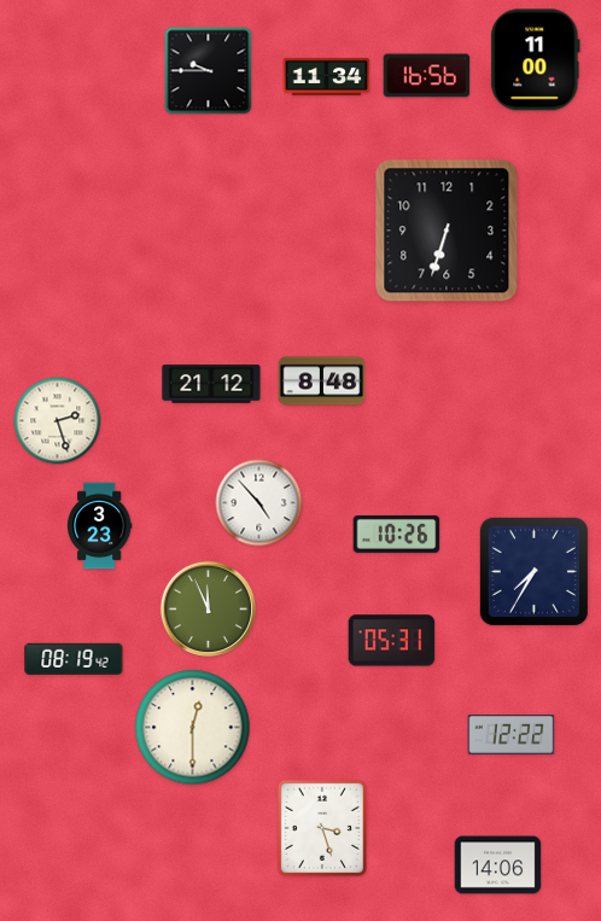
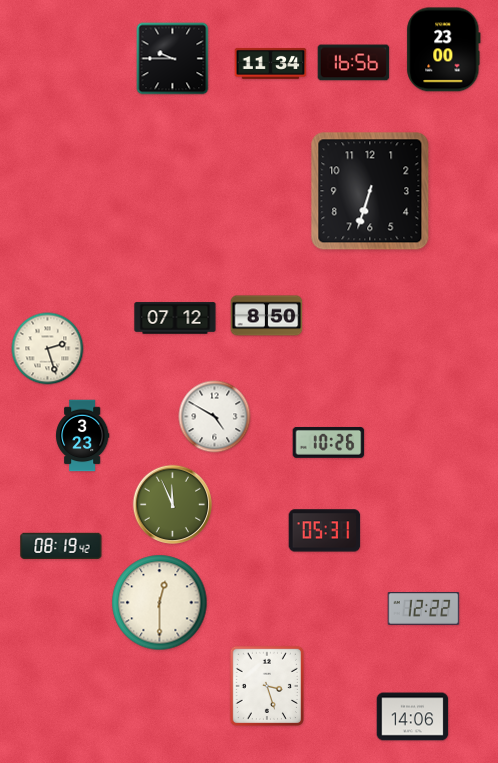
clock at (536, 60): 11:00 -> 23:00
clock at (322, 381): 8:48 -> 8:50
clock at (211, 384): 21:12 -> 07:12
clock at (259, 503): 4:53 -> 4:50
clock at (533, 571): 7:35 -> none
